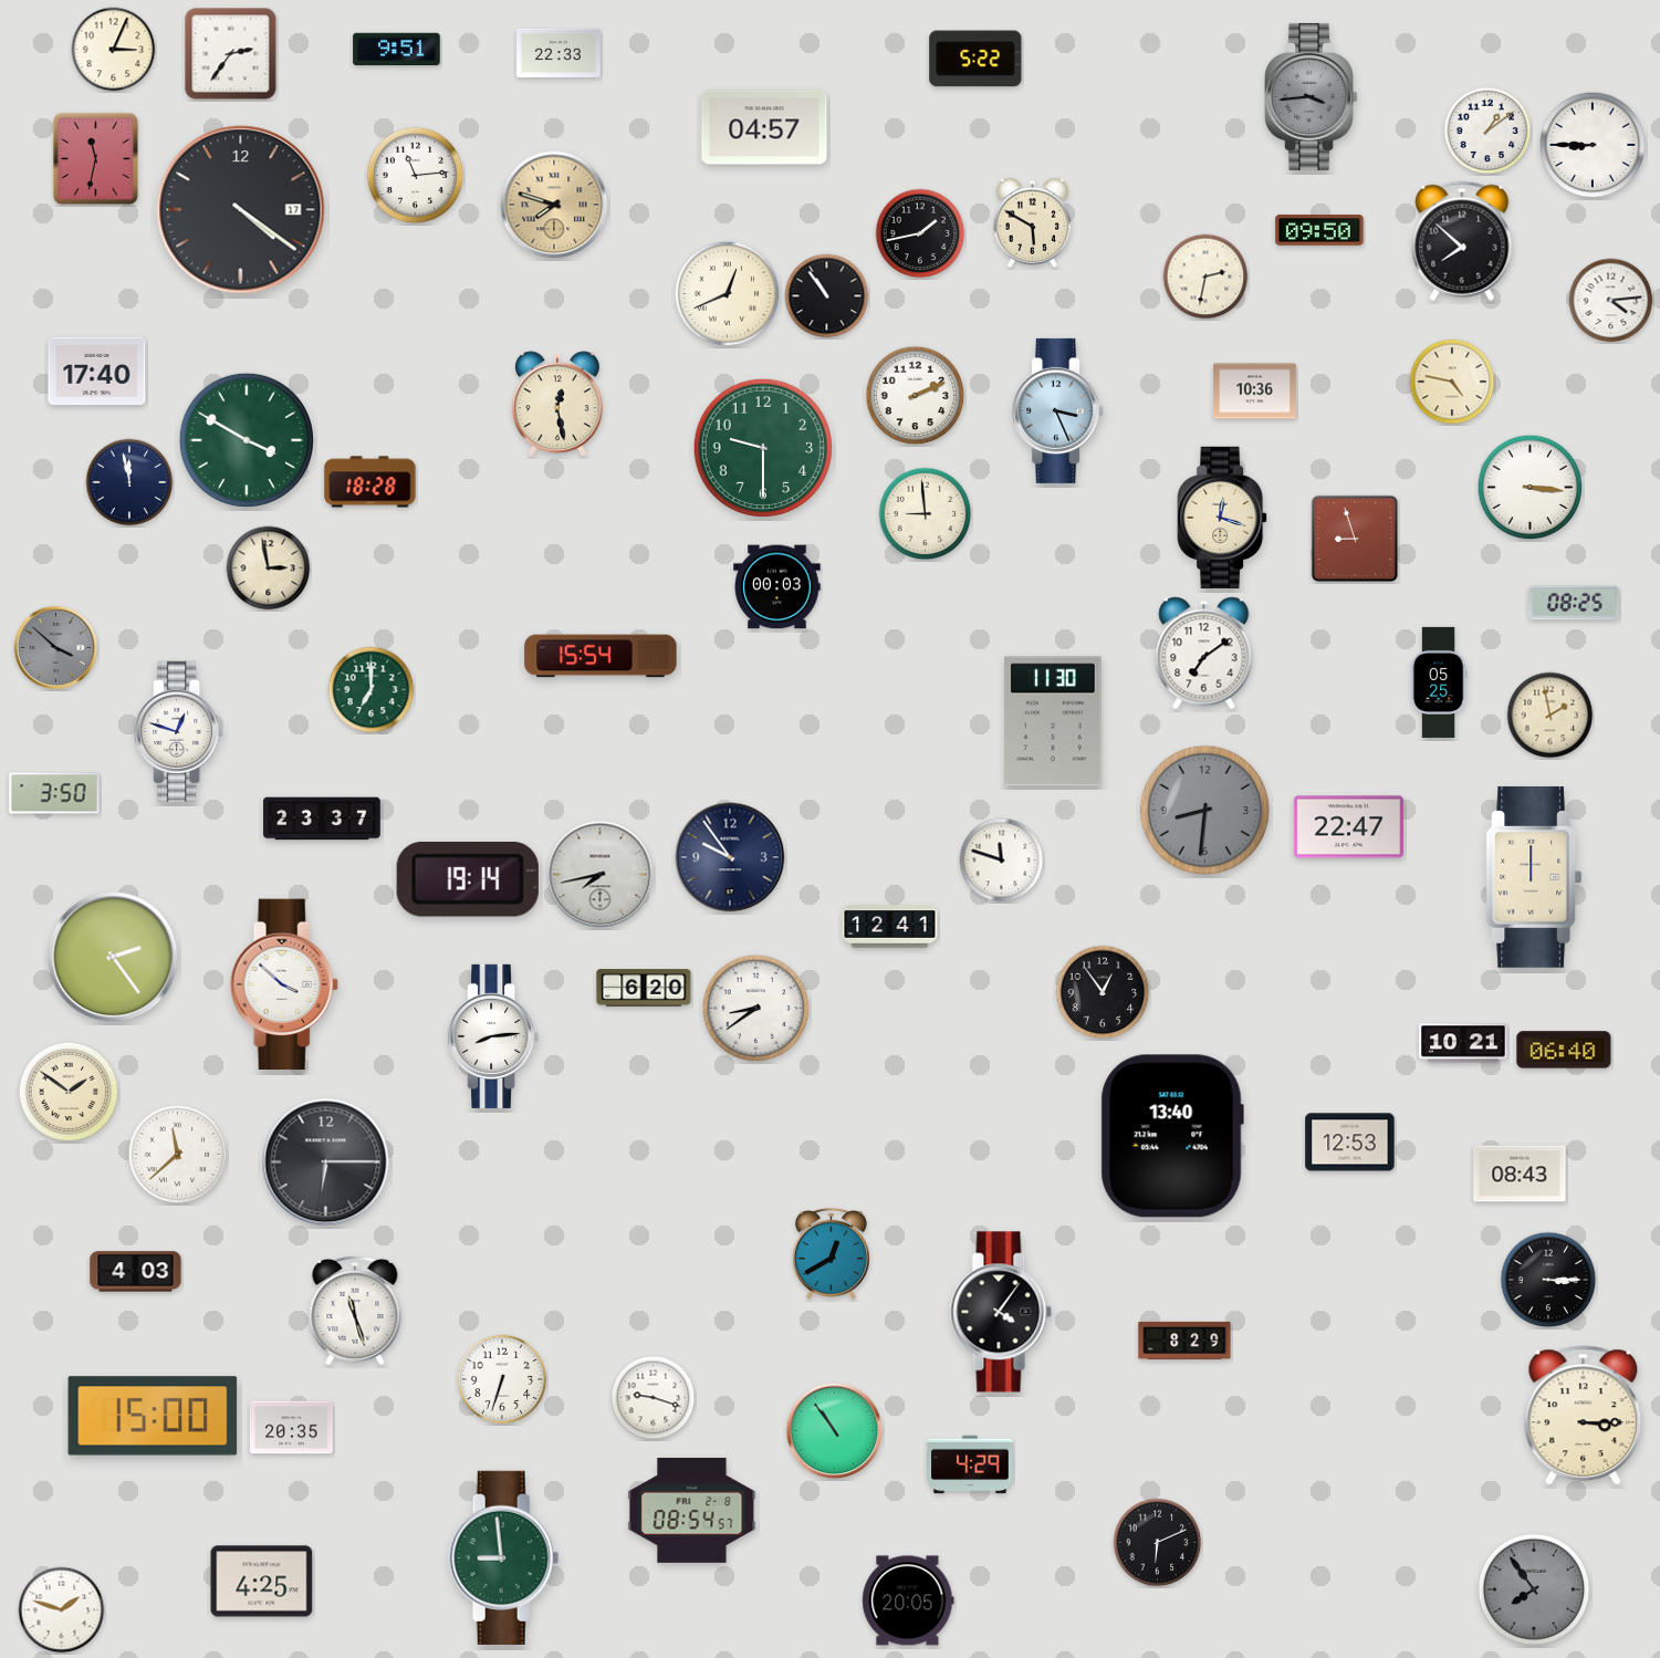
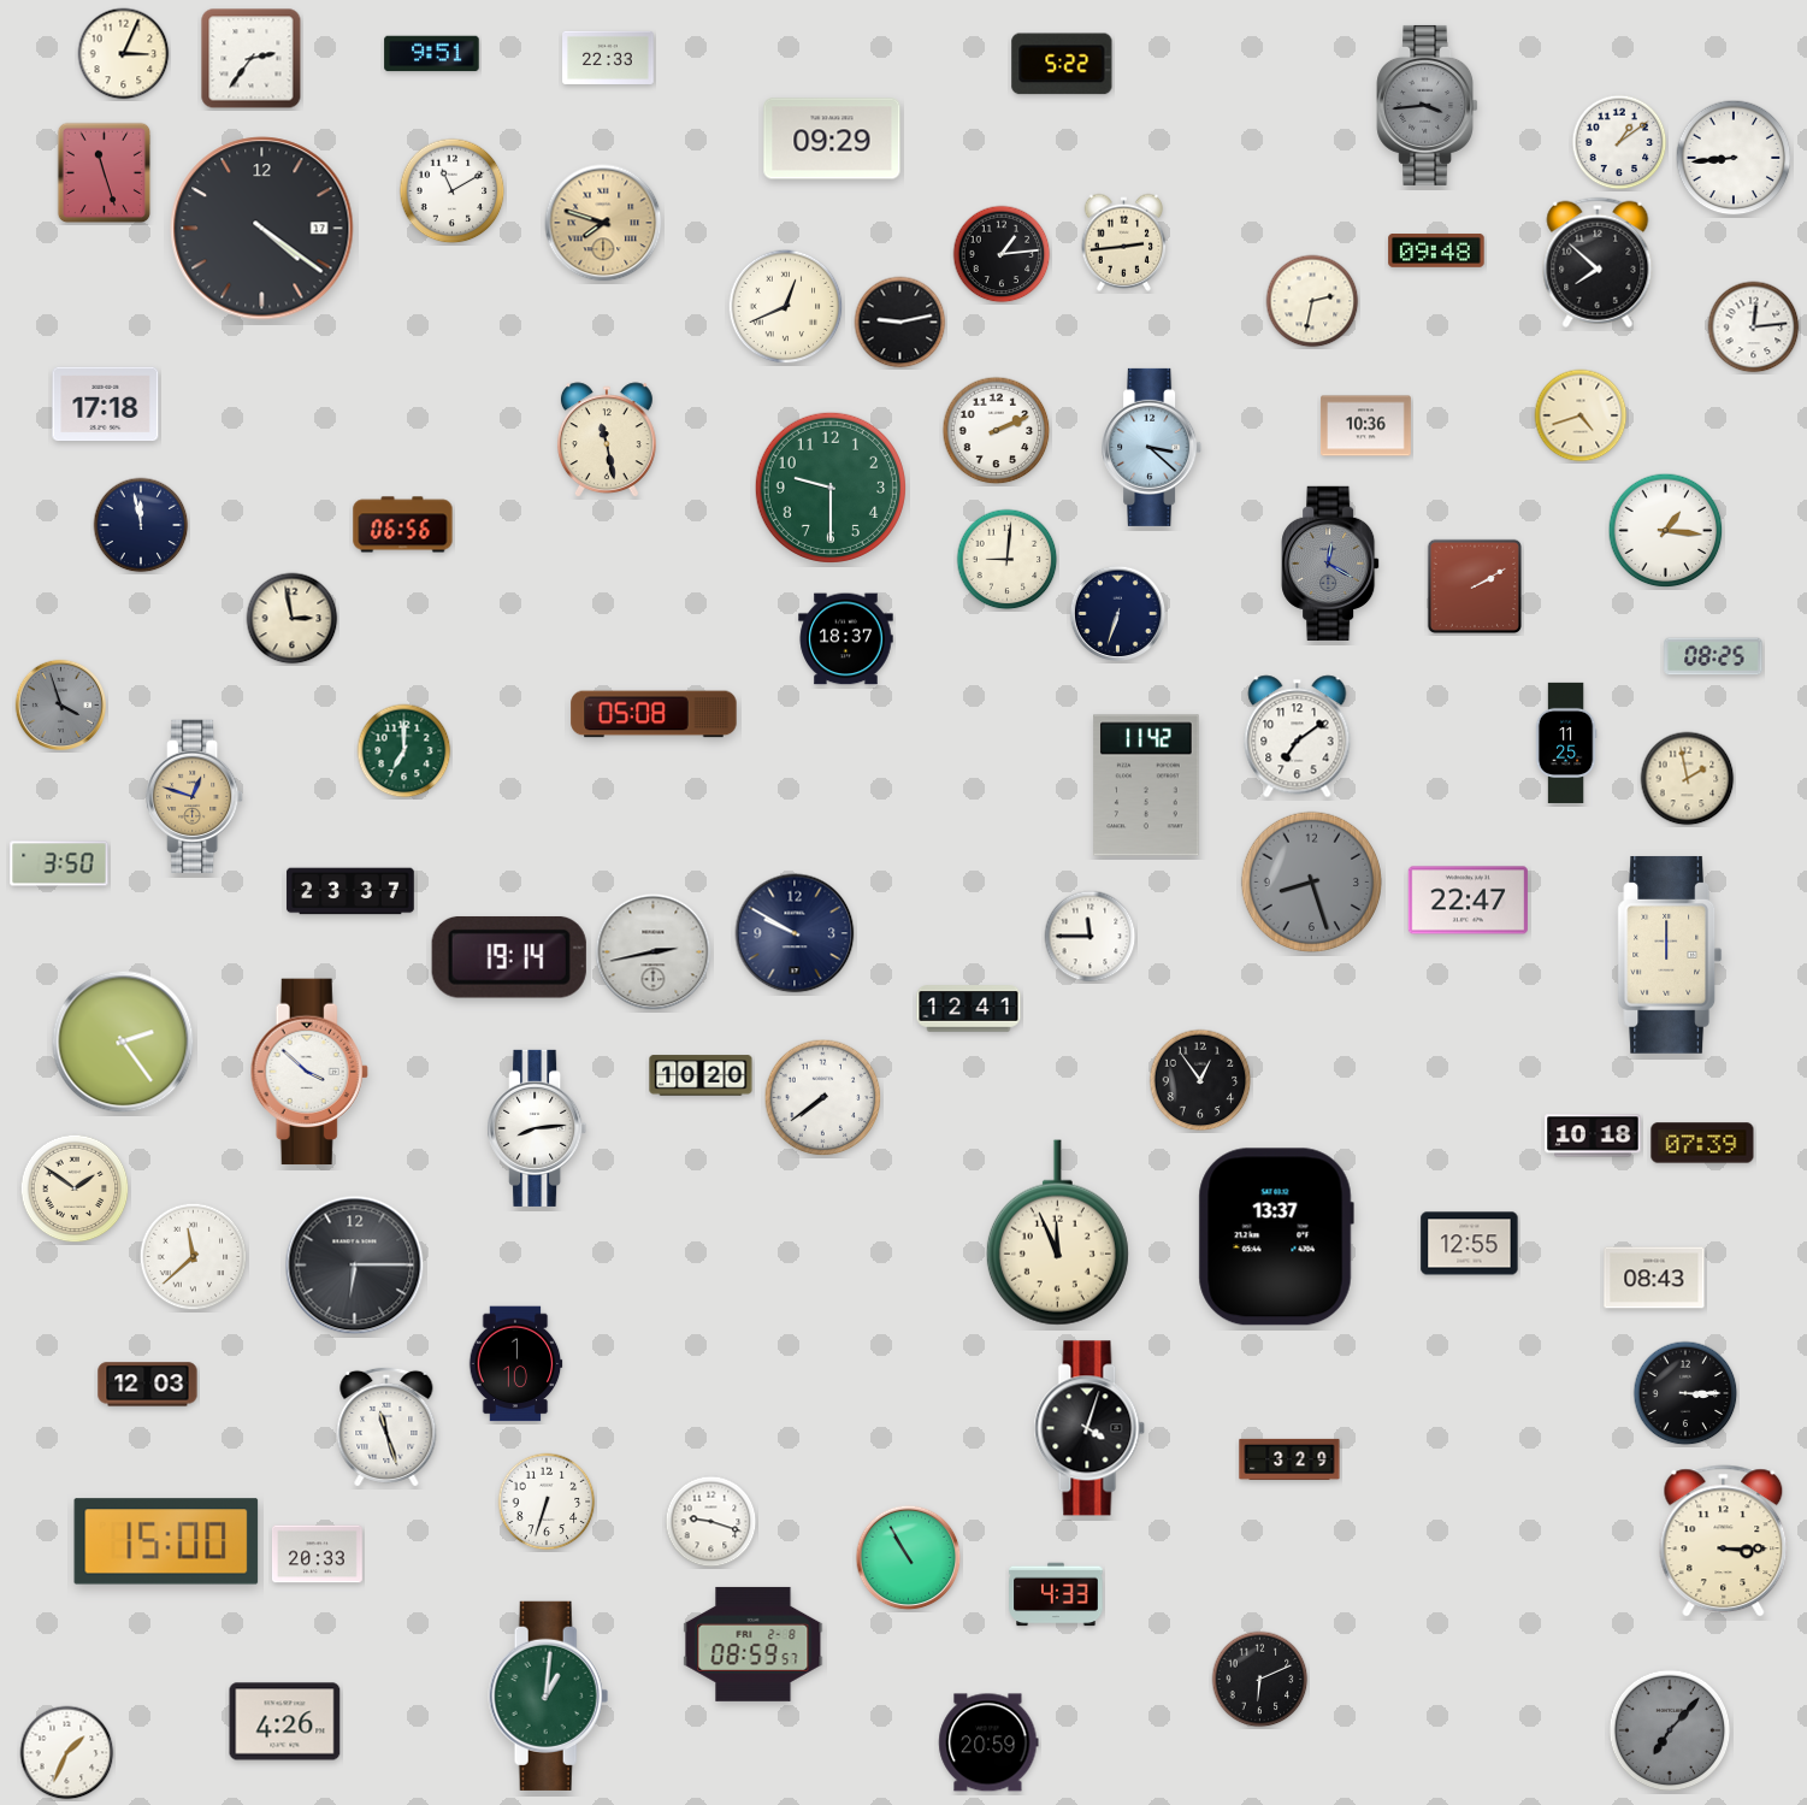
clock at (764, 127): 04:57 -> 09:29
clock at (1593, 145): 8:45 -> 8:44
clock at (96, 159): 11:32 -> 11:27
clock at (416, 176): 11:14 -> 11:10
clock at (1033, 222): 5:50 -> 2:44
clock at (1319, 231): 09:50 -> 09:48
clock at (920, 233): 1:43 -> 1:14
clock at (1462, 241) position: (1462, 241) -> (1598, 263)
clock at (728, 294) position: (728, 294) -> (786, 307)
clock at (827, 296): 10:54 -> 9:13
clock at (1611, 301): 4:14 -> 12:14
clock at (97, 372): 17:40 -> 17:18
clock at (1452, 382): 4:47 -> 4:42
clock at (557, 405): 12:28 -> 11:28
clock at (1058, 410): 3:26 -> 3:22
clock at (247, 440): 3:50 -> none
clock at (370, 482): 18:28 -> 06:56
clock at (1531, 488): 3:16 -> 1:16
clock at (926, 514): 8:59 -> 9:01
clock at (1222, 518): 12:18 -> 12:20
clock at (1222, 518) dial: cream -> grey
clock at (1355, 539): 8:57 -> 2:10
clock at (1118, 614): none -> 6:33
clock at (777, 587): 00:03 -> 18:37
clock at (56, 648): 3:52 -> 3:57
clock at (1204, 654) position: (1204, 654) -> (1298, 737)
clock at (601, 656): 15:54 -> 05:08
clock at (1439, 682): 05:25 -> 11:25
clock at (1053, 721): 11:30 -> 11:42
clock at (179, 731) dial: white -> champagne
clock at (1204, 810): 8:31 -> 8:27
clock at (730, 857): 9:54 -> 9:50
clock at (1002, 861): 11:48 -> 11:45
clock at (601, 875): 7:43 -> 2:43
clock at (644, 988): 6:20 -> 10:20
clock at (756, 1009): 8:39 -> 7:39
clock at (1463, 1043): 10:21 -> 10:18
clock at (1564, 1050): 06:40 -> 07:39
clock at (1057, 1233): none -> 11:56
clock at (1172, 1136): 13:40 -> 13:37
clock at (1350, 1143): 12:53 -> 12:55
clock at (515, 1364): none -> 1:10
clock at (831, 1253): 12:40 -> none
clock at (136, 1272): 4:03 -> 12:03
clock at (1001, 1312): 4:06 -> 4:03
clock at (1184, 1341): 8:29 -> 3:29
clock at (292, 1428): 20:35 -> 20:33
clock at (835, 1431): 10:54 -> 10:55
clock at (970, 1464): 4:29 -> 4:33
clock at (692, 1510): 08:54 -> 08:59
clock at (504, 1557): 8:59 -> 1:01
clock at (262, 1582): 4:25 -> 4:26
clock at (1534, 1589): 7:54 -> 7:07
clock at (908, 1600): 20:05 -> 20:59
clock at (62, 1610): 1:48 -> 1:34
